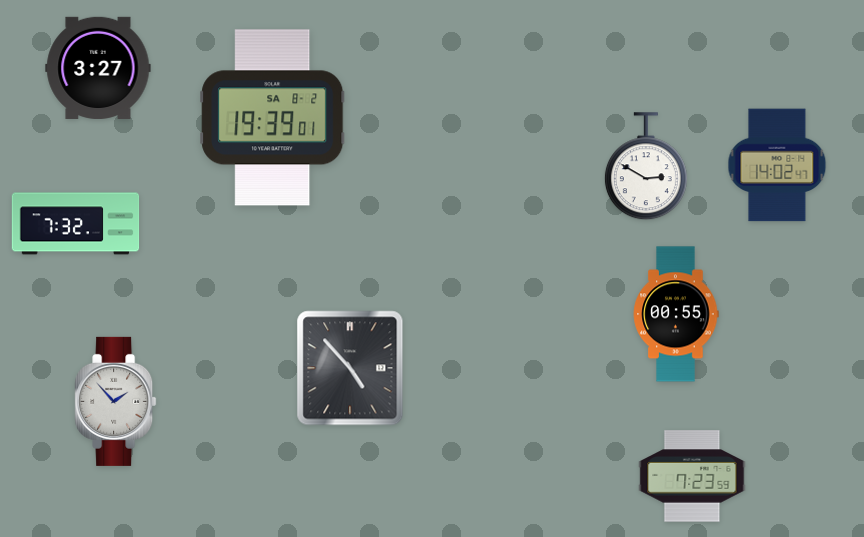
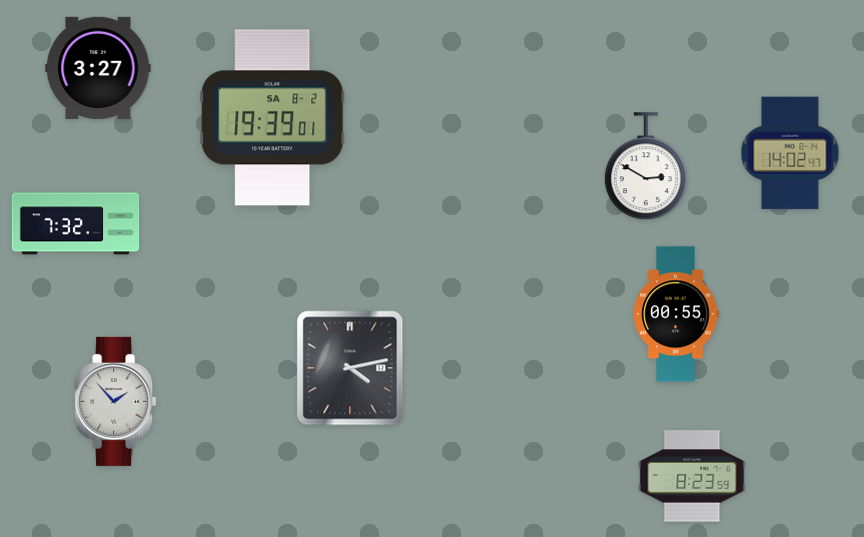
clock at (777, 165) position: (777, 165) -> (790, 153)
clock at (350, 368): 4:53 -> 4:13
clock at (692, 476): 7:23 -> 8:23
